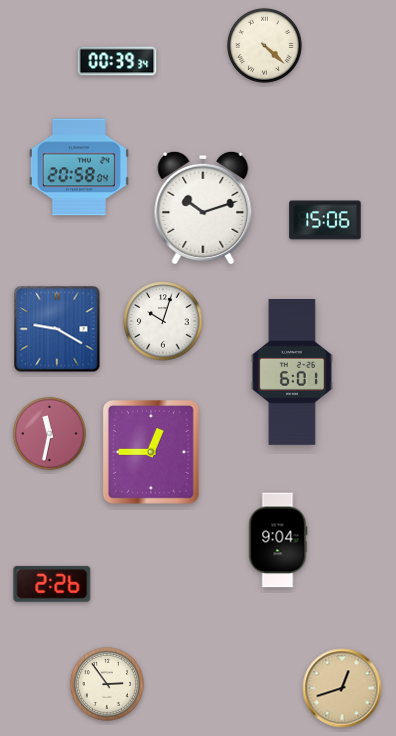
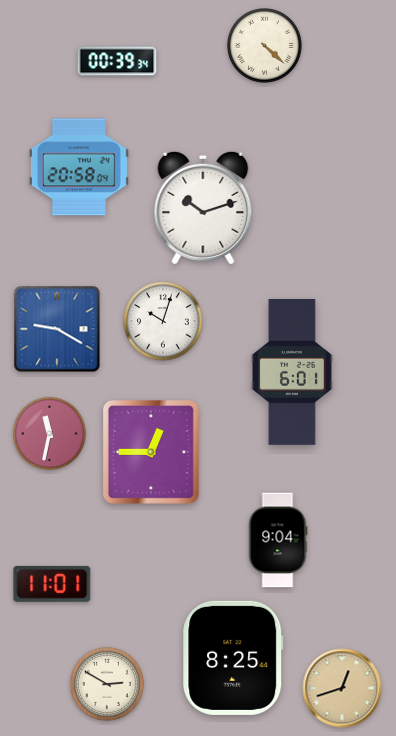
clock at (325, 220): 15:06 -> none
clock at (52, 584): 2:26 -> 11:01
clock at (233, 658): none -> 8:25
clock at (107, 684): 2:54 -> 2:50
